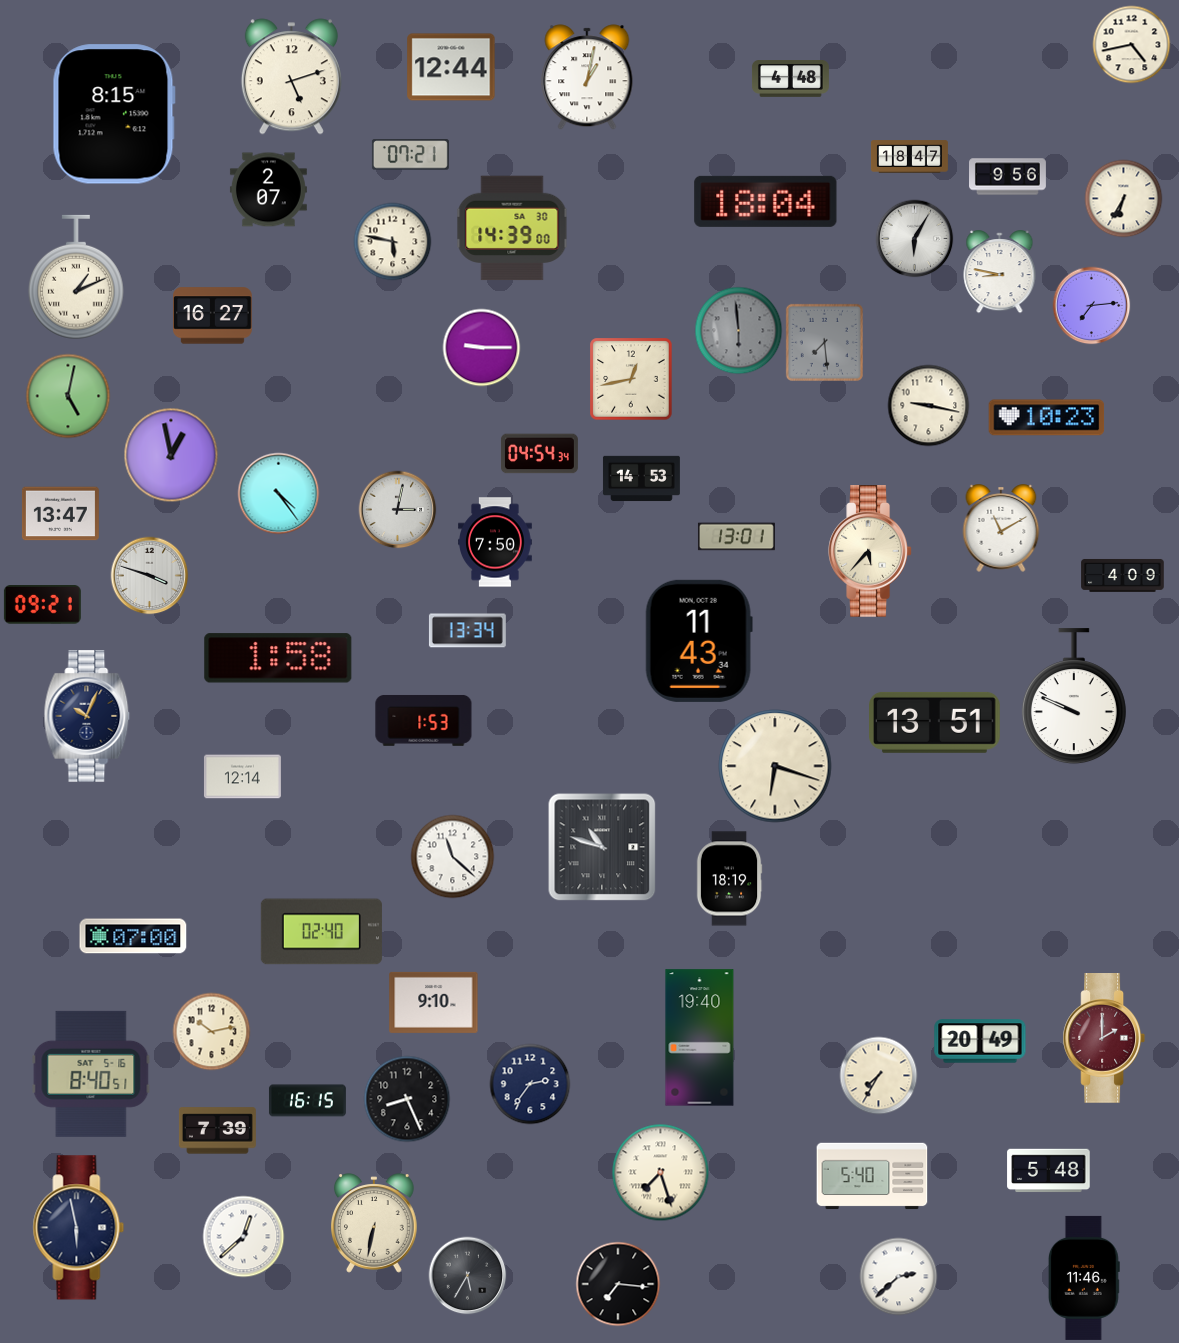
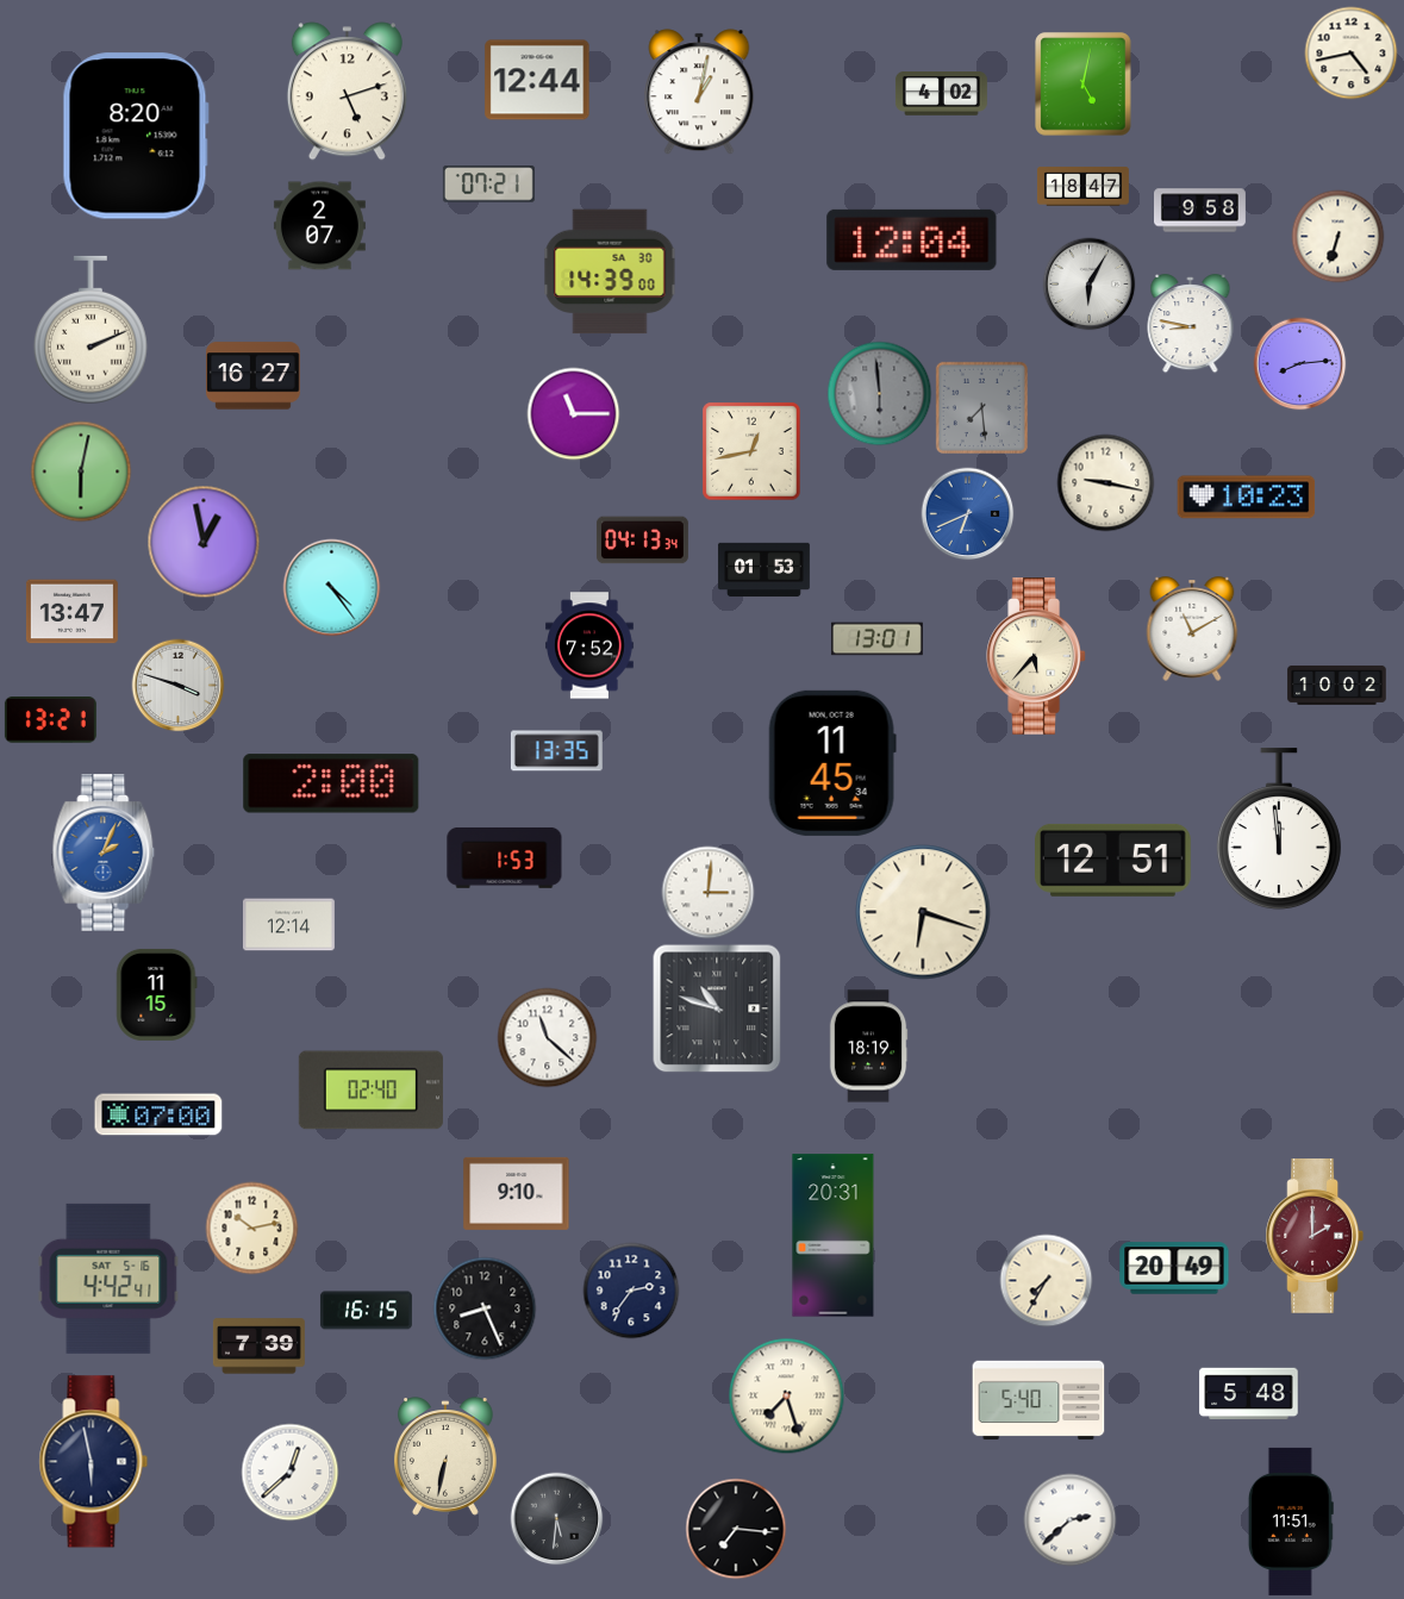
clock at (1131, 44) position: (1131, 44) -> (1350, 52)
clock at (1084, 85): none -> 5:02
clock at (790, 79): 4:48 -> 4:02
clock at (114, 114): 8:15 -> 8:20
clock at (1008, 177): 9:56 -> 9:58
clock at (1123, 198): 6:35 -> 6:33
clock at (766, 201): 18:04 -> 12:04
clock at (392, 241): 5:47 -> none
clock at (76, 277): 1:11 -> 2:11
clock at (1091, 305): 7:14 -> 8:14
clock at (481, 347): 9:15 -> 11:15
clock at (68, 396): 5:02 -> 6:02
clock at (967, 513): none -> 6:41
clock at (539, 454): 04:54 -> 04:13
clock at (641, 479): 14:53 -> 01:53
clock at (397, 509): 3:02 -> none
clock at (496, 542): 7:50 -> 7:52
clock at (1123, 575): 4:09 -> 10:02
clock at (42, 605): 09:21 -> 13:21
clock at (467, 631): 13:34 -> 13:35
clock at (699, 641): 11:43 -> 11:45
clock at (278, 658): 1:58 -> 2:00
clock at (1074, 697): 9:49 -> 11:59
clock at (87, 716): 10:04 -> 2:04
clock at (87, 716) dial: navy -> blue
clock at (935, 722): 13:51 -> 12:51
clock at (707, 892): none -> 3:01
clock at (157, 994): none -> 11:15
clock at (452, 856) position: (452, 856) -> (547, 1037)
clock at (321, 932) position: (321, 932) -> (370, 1091)
clock at (700, 1038): 19:40 -> 20:31
clock at (980, 1041) position: (980, 1041) -> (1174, 1268)
clock at (91, 1074): 8:40 -> 4:42
clock at (467, 1275): 5:35 -> 5:31
clock at (1084, 1278): 11:46 -> 11:51
